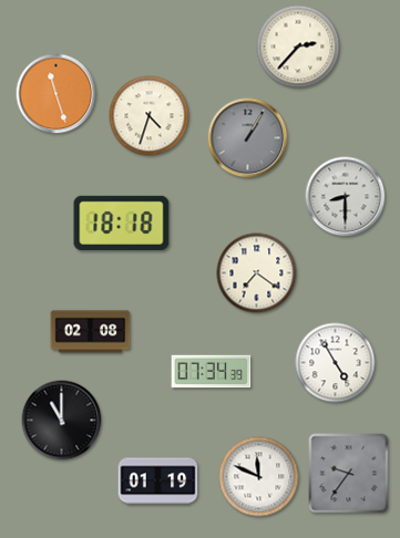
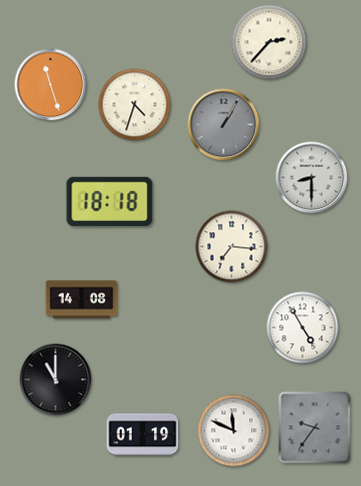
clock at (257, 273): 7:21 -> 7:16
clock at (91, 332): 02:08 -> 14:08
clock at (212, 372): 07:34 -> none
